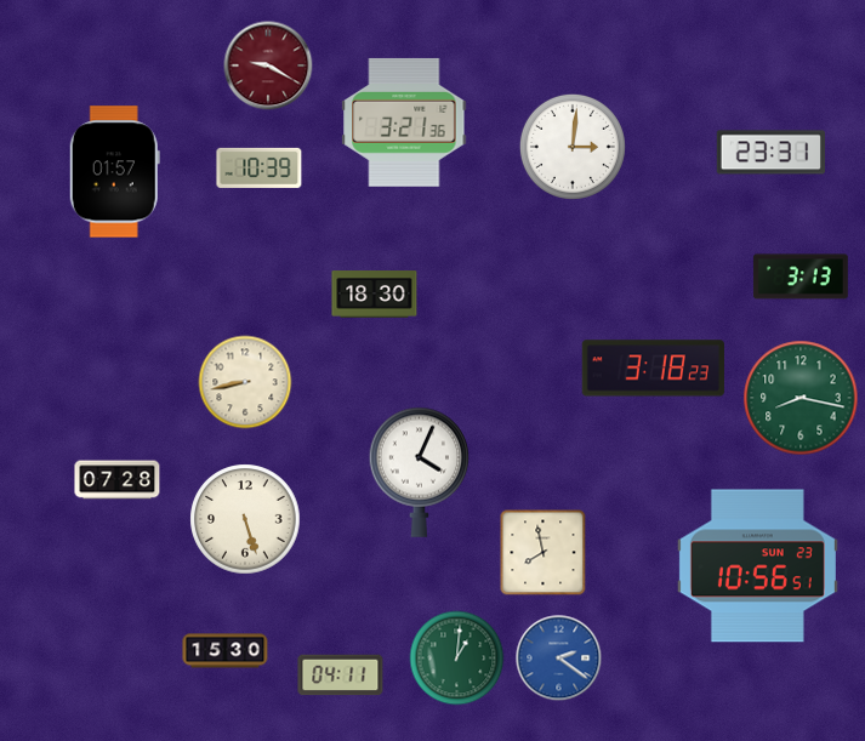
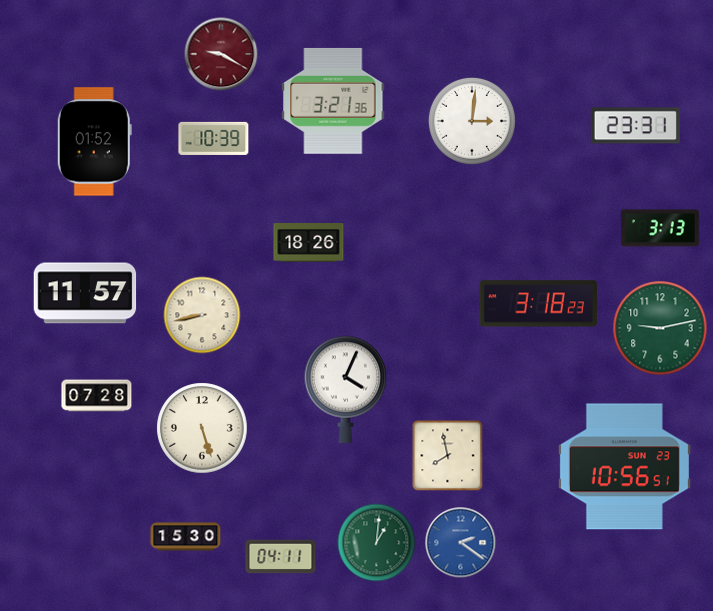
clock at (114, 172): 01:57 -> 01:52
clock at (375, 295): 18:30 -> 18:26
clock at (85, 293): none -> 11:57
clock at (801, 398): 8:17 -> 9:13
